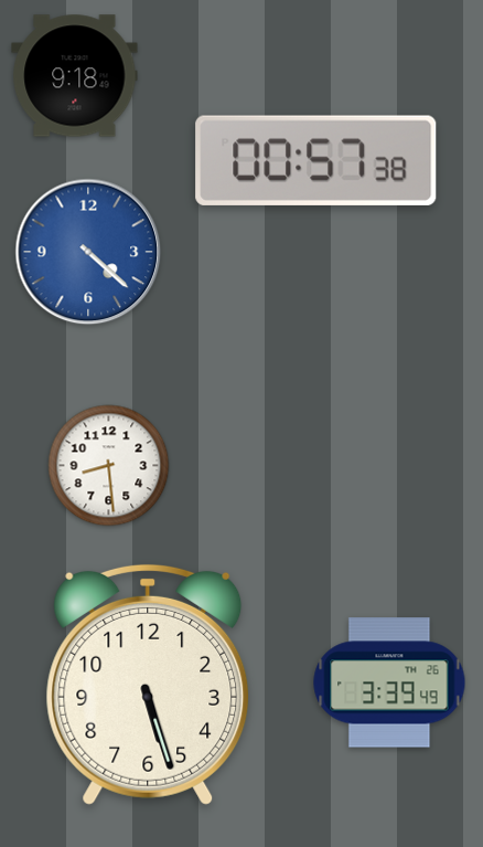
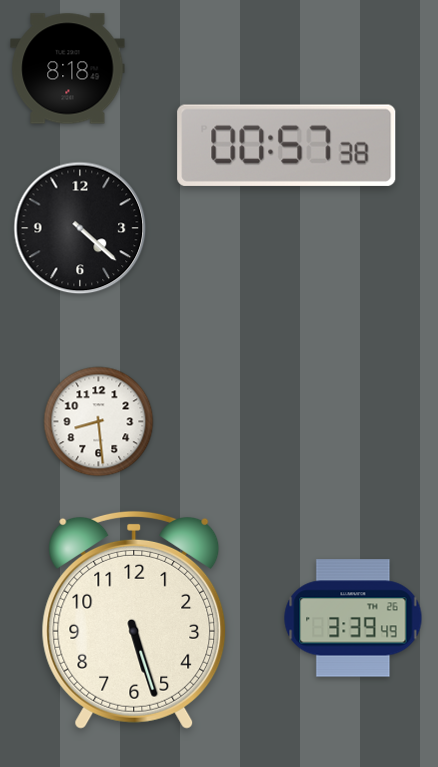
clock at (75, 76): 9:18 -> 8:18
clock at (88, 252) dial: blue -> black
